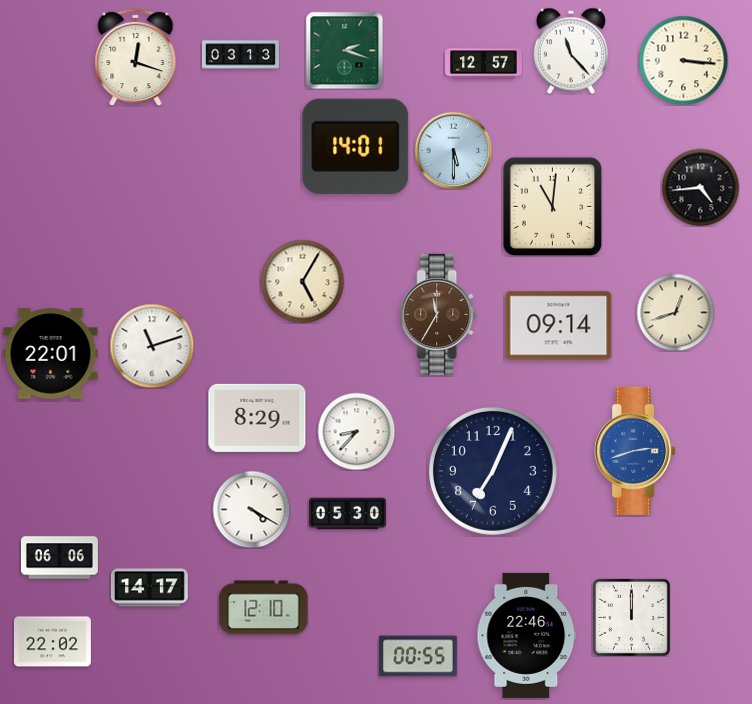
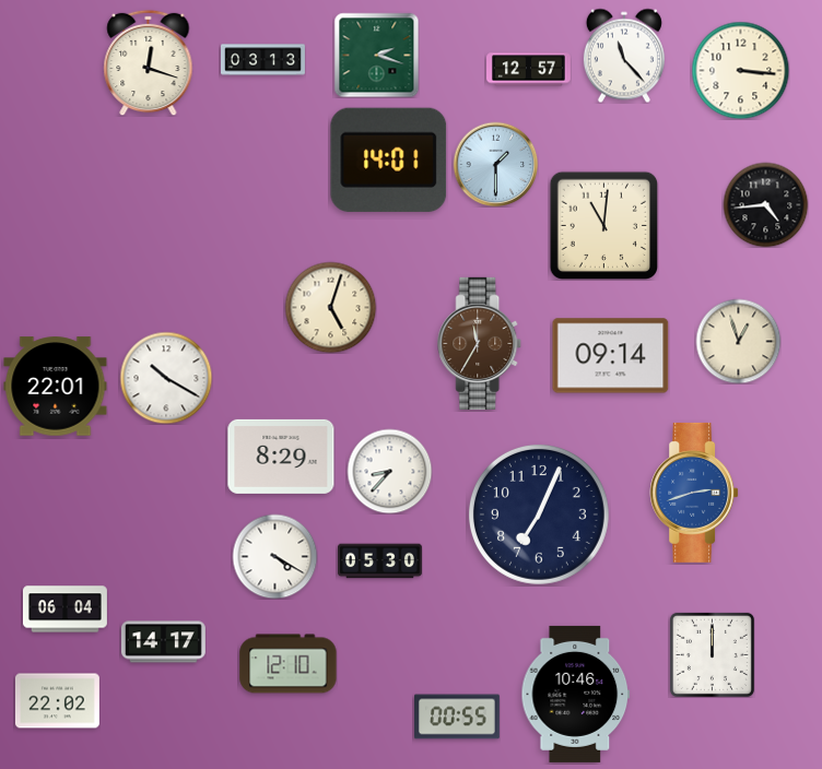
clock at (683, 60) position: (683, 60) -> (740, 70)
clock at (453, 150): 5:30 -> 1:30
clock at (302, 281): 5:05 -> 5:03
clock at (675, 312): 12:42 -> 12:57
clock at (152, 346): 11:12 -> 10:20
clock at (59, 558): 06:06 -> 06:04
clock at (631, 617) position: (631, 617) -> (712, 654)
clock at (527, 635): 22:46 -> 10:46
